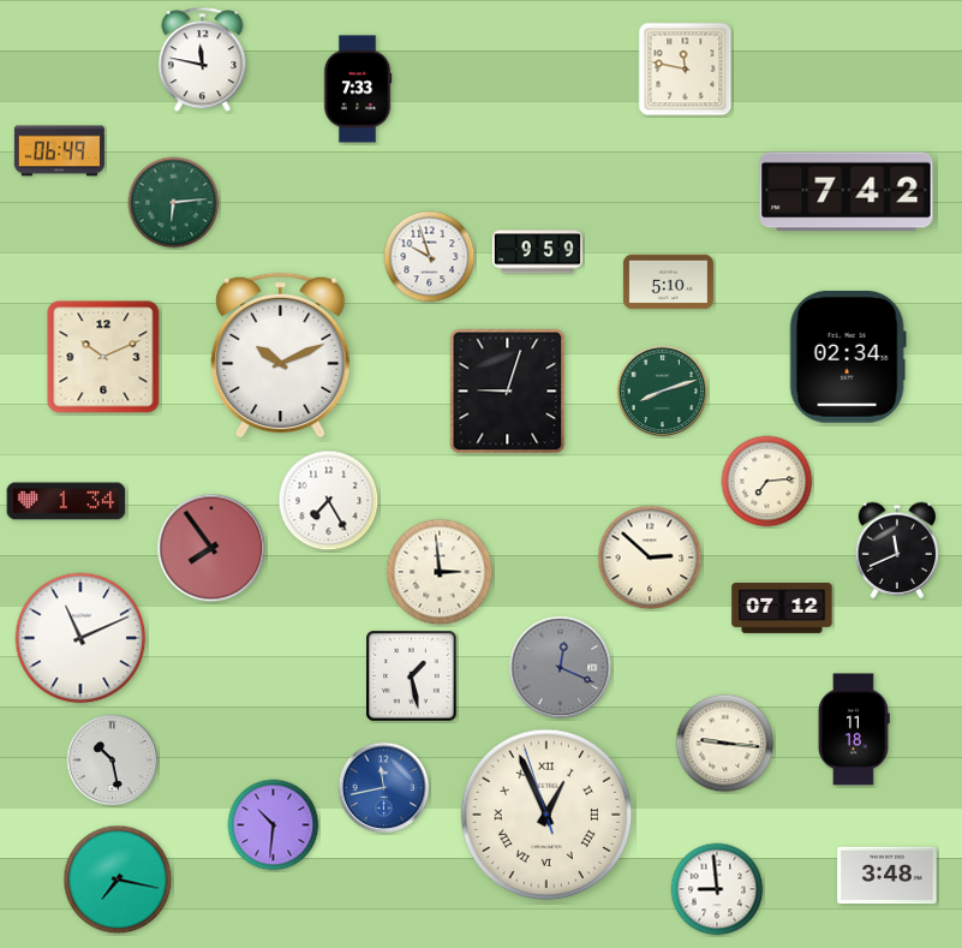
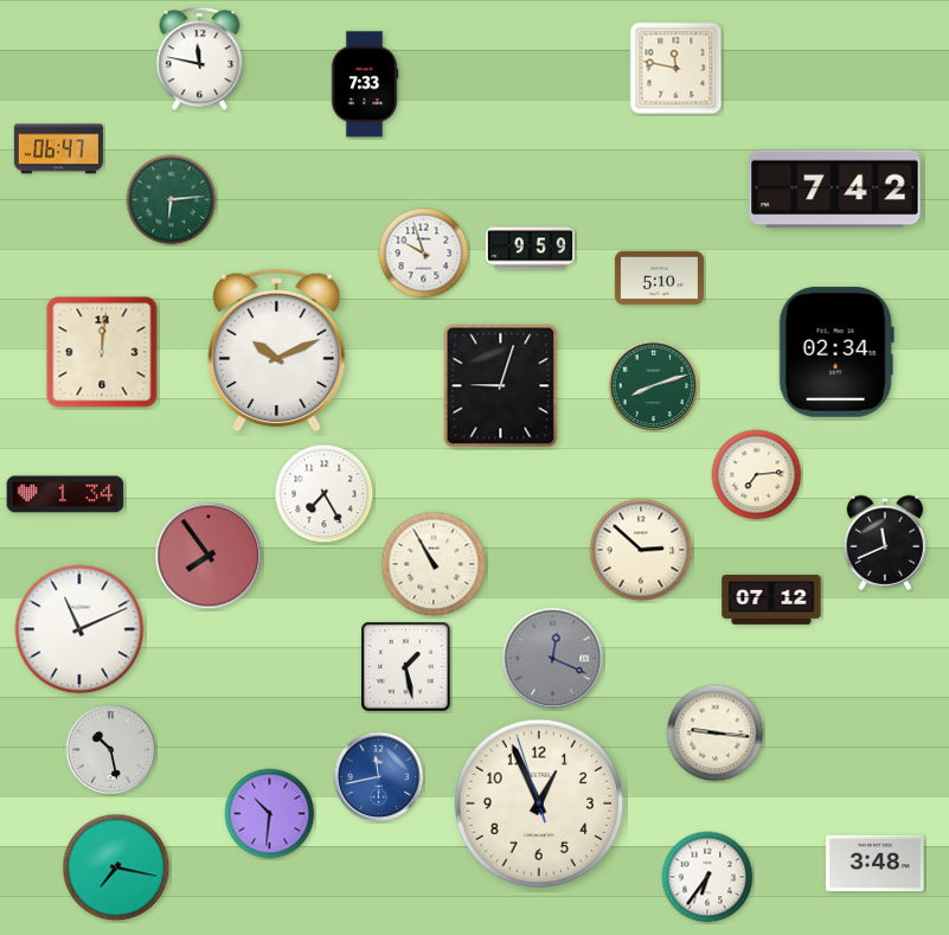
clock at (358, 89) position: (358, 89) -> (365, 84)
clock at (59, 151): 06:49 -> 06:47
clock at (103, 357): 10:11 -> 12:01
clock at (211, 548) position: (211, 548) -> (209, 556)
clock at (440, 572): 2:59 -> 10:55
clock at (854, 729): 11:18 -> none
clock at (546, 815) numerals: Roman -> Arabic
clock at (717, 889): 8:59 -> 6:36
